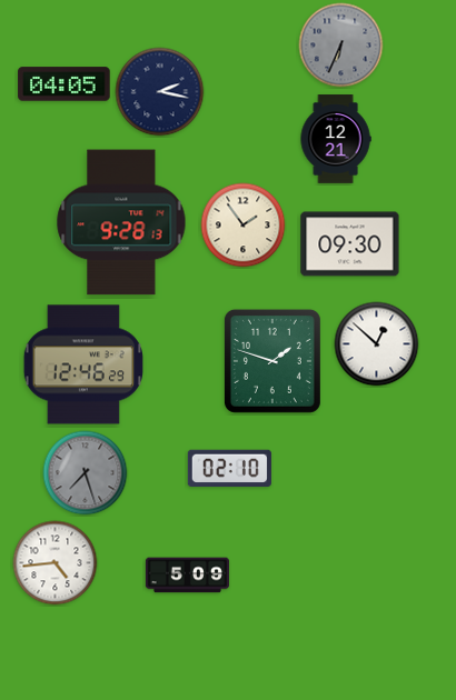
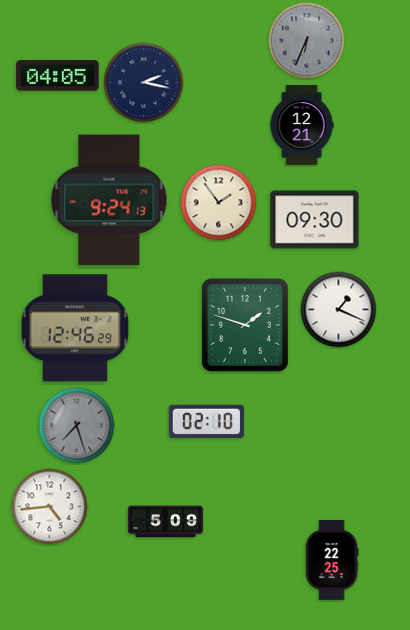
clock at (121, 222): 9:28 -> 9:24
clock at (377, 344): 12:52 -> 1:19
clock at (187, 576) position: (187, 576) -> (165, 522)
clock at (332, 560): none -> 22:25
